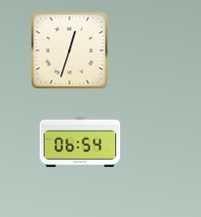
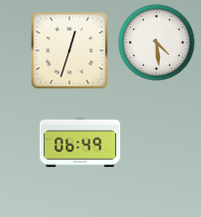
clock at (157, 43): none -> 4:29
clock at (80, 142): 06:54 -> 06:49
